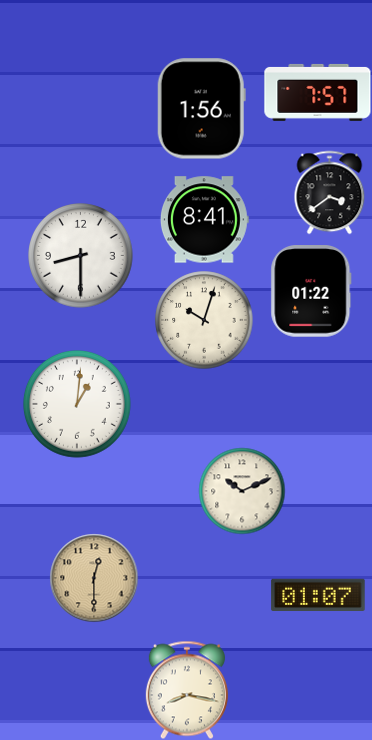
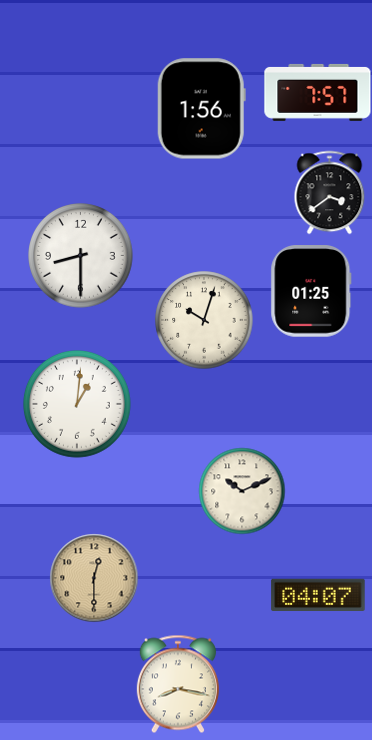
clock at (204, 220): 8:41 -> none
clock at (311, 291): 01:22 -> 01:25
clock at (318, 595): 01:07 -> 04:07
clock at (187, 690) position: (187, 690) -> (178, 684)
